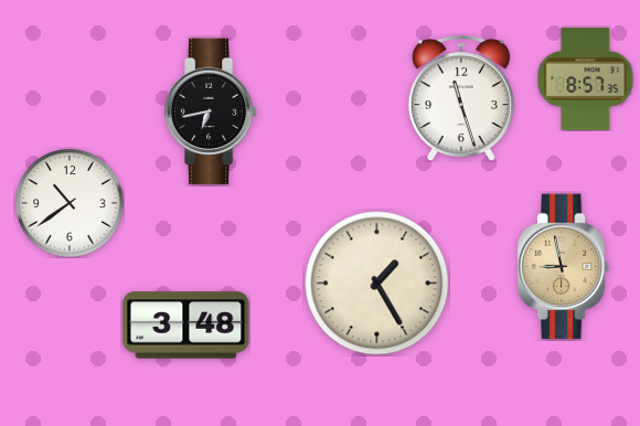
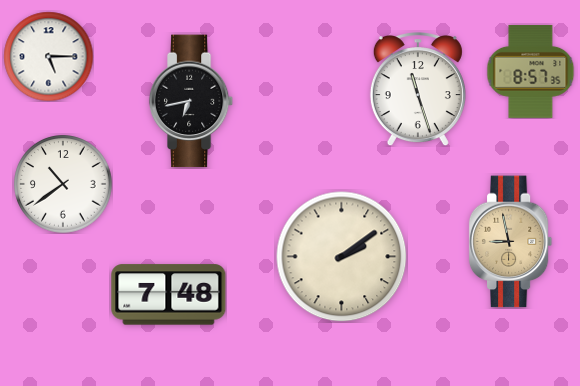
clock at (48, 56): none -> 5:15
clock at (377, 284): 1:25 -> 2:09
clock at (186, 326): 3:48 -> 7:48
